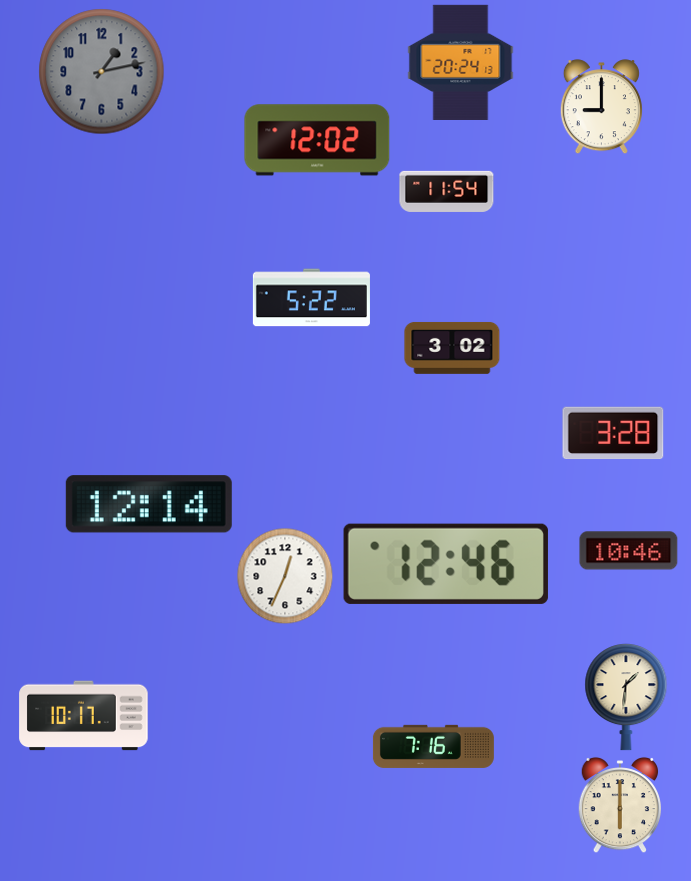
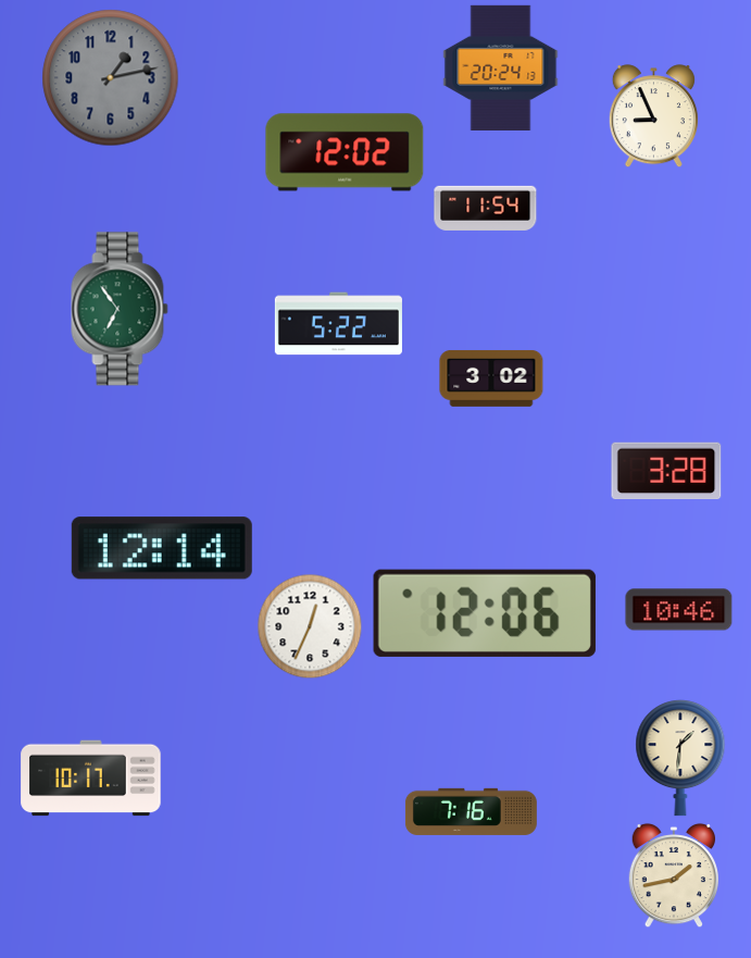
clock at (601, 107): 9:00 -> 8:56
clock at (120, 309): none -> 6:54
clock at (629, 551) position: (629, 551) -> (679, 610)
clock at (446, 564): 12:46 -> 12:06
clock at (619, 805): 6:00 -> 1:43
